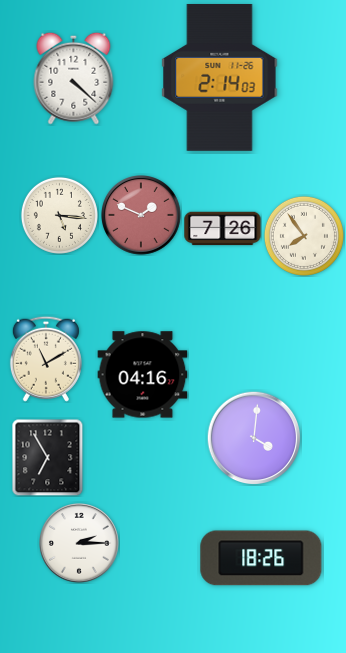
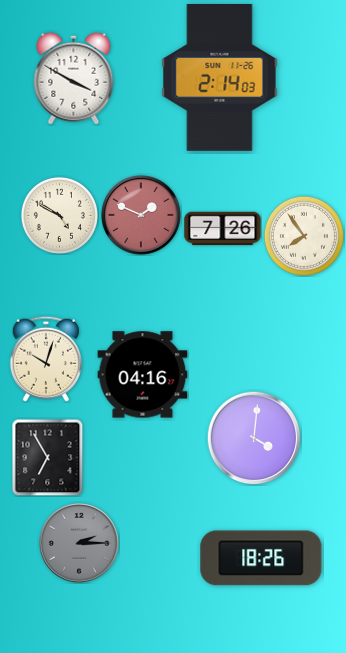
clock at (74, 78): 4:22 -> 3:50
clock at (59, 215): 5:16 -> 4:50
clock at (46, 359): 11:10 -> 10:03
clock at (80, 544) dial: white -> grey
